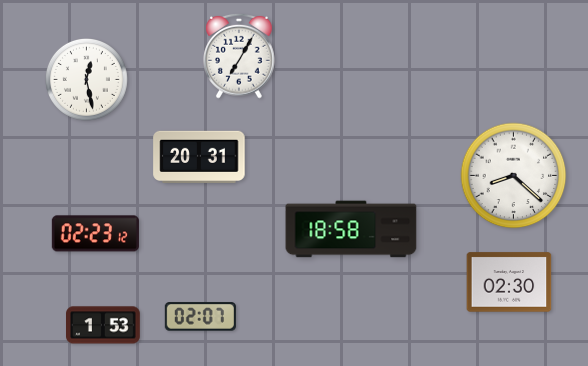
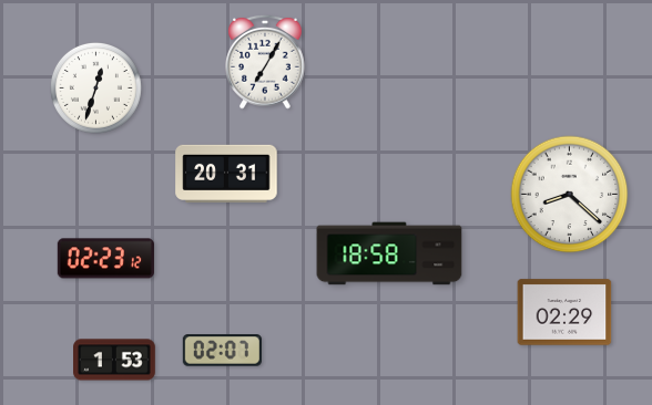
clock at (86, 79): 12:28 -> 12:33
clock at (199, 156) position: (199, 156) -> (226, 173)
clock at (509, 282): 02:30 -> 02:29
